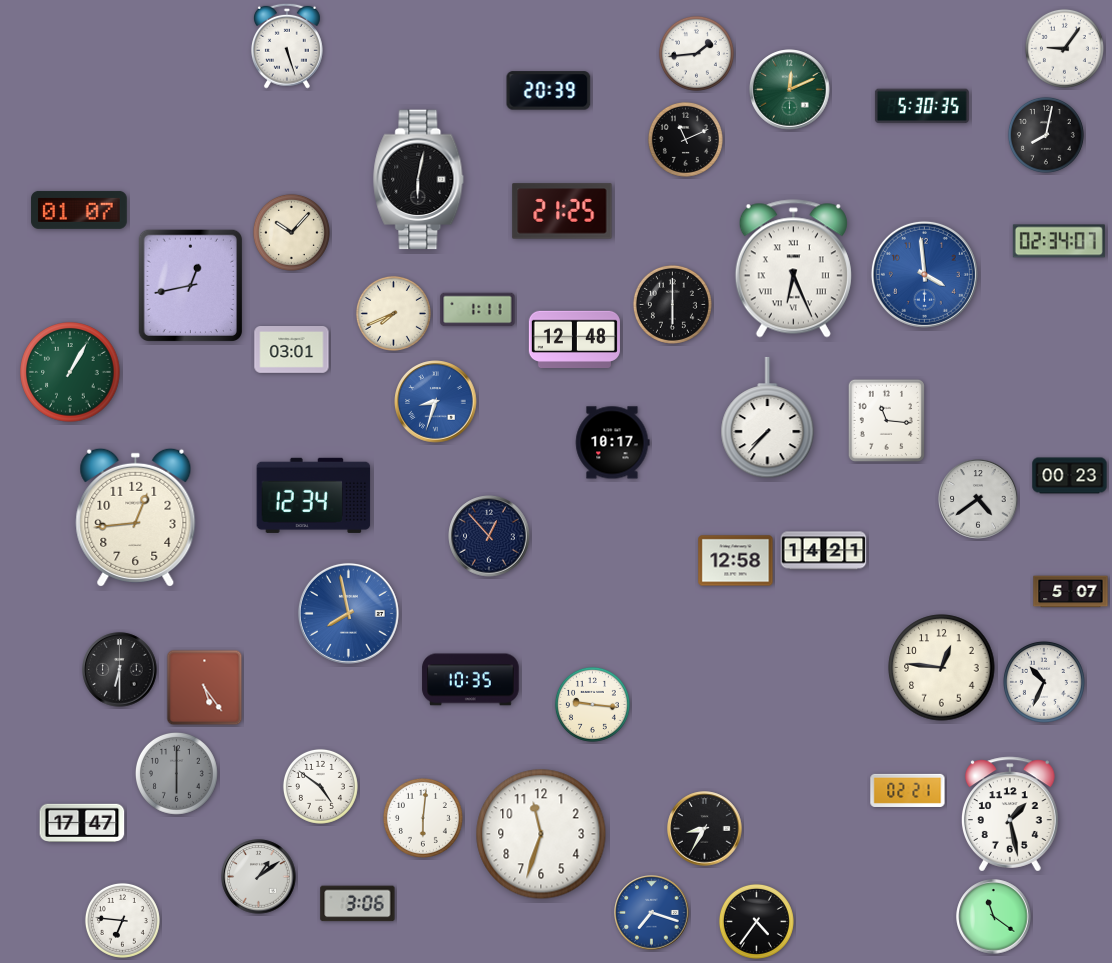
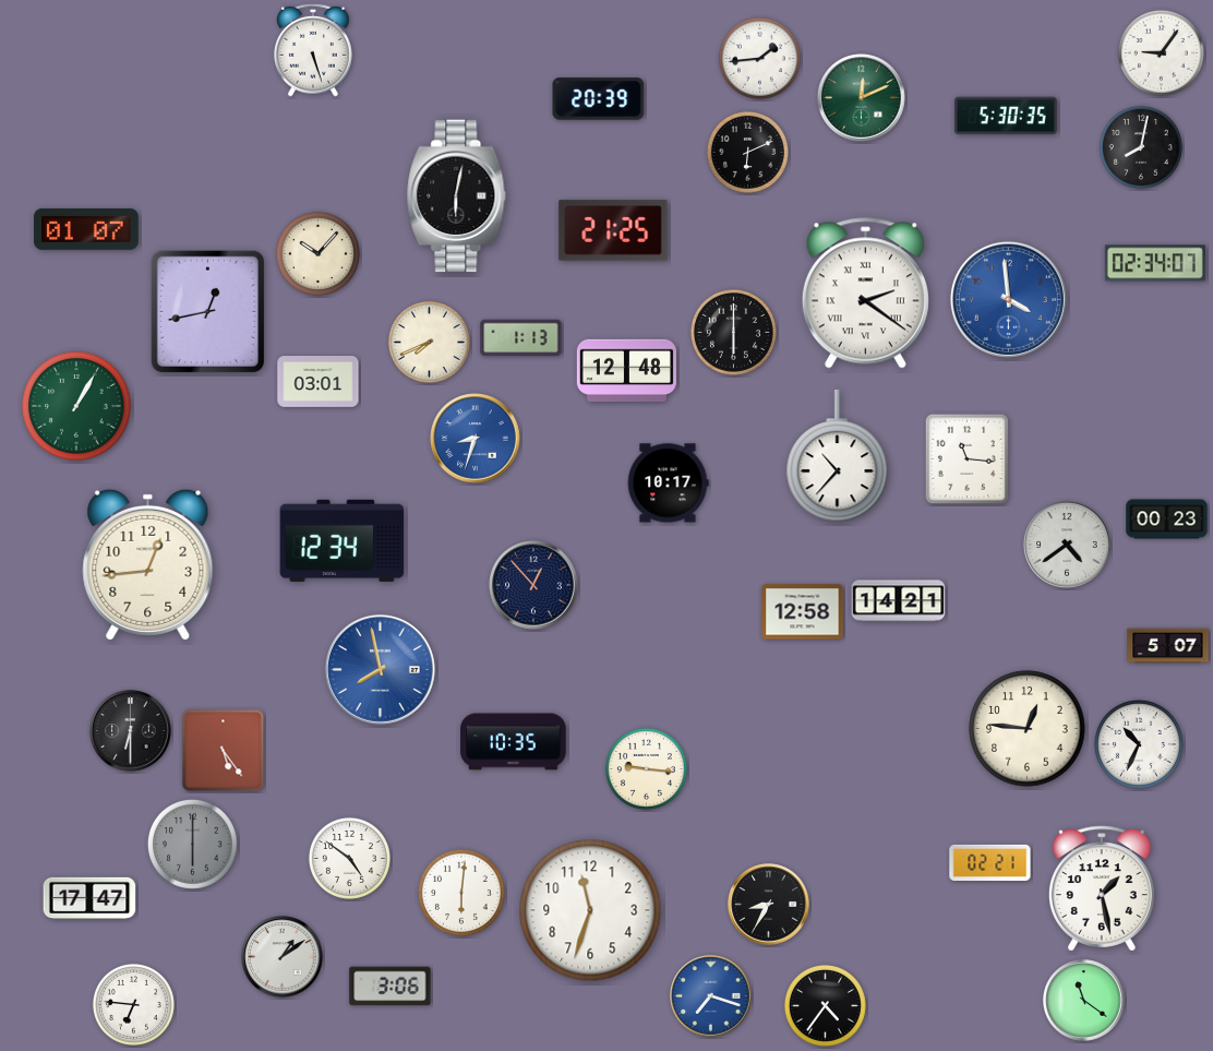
clock at (685, 139): 11:11 -> 6:11
clock at (793, 269): 6:26 -> 2:21
clock at (478, 310): 1:11 -> 1:13
clock at (768, 418): 7:37 -> 10:37
